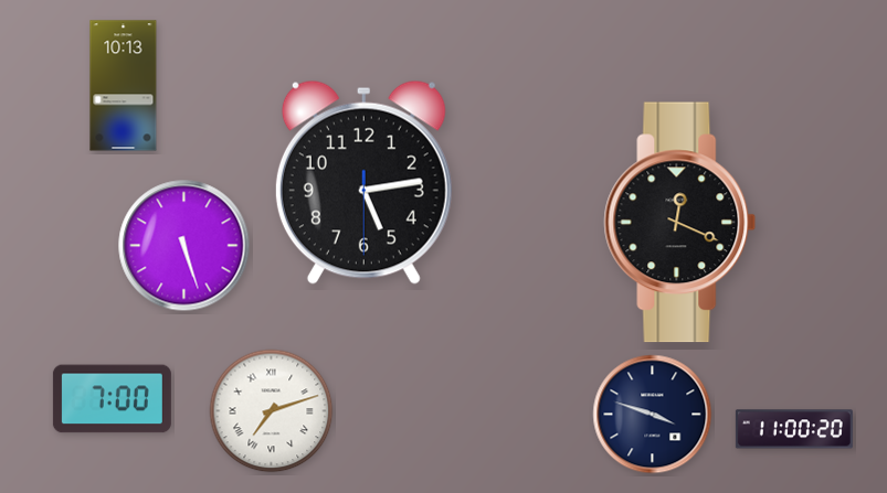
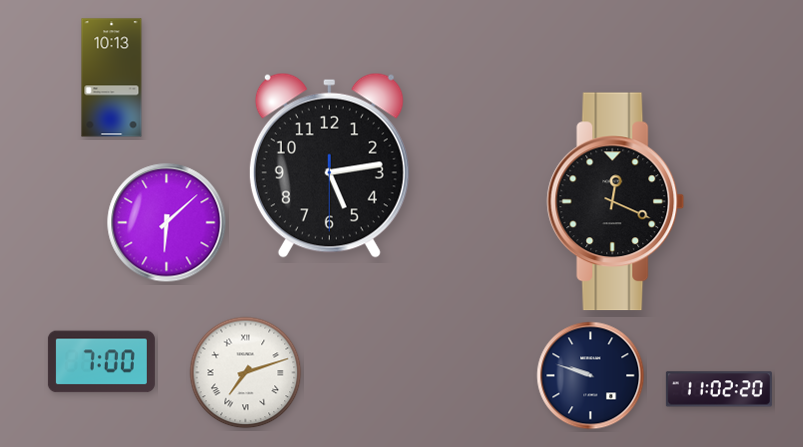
clock at (184, 246): 5:27 -> 6:08
clock at (653, 415): 3:48 -> 9:48
clock at (794, 429): 11:00 -> 11:02
